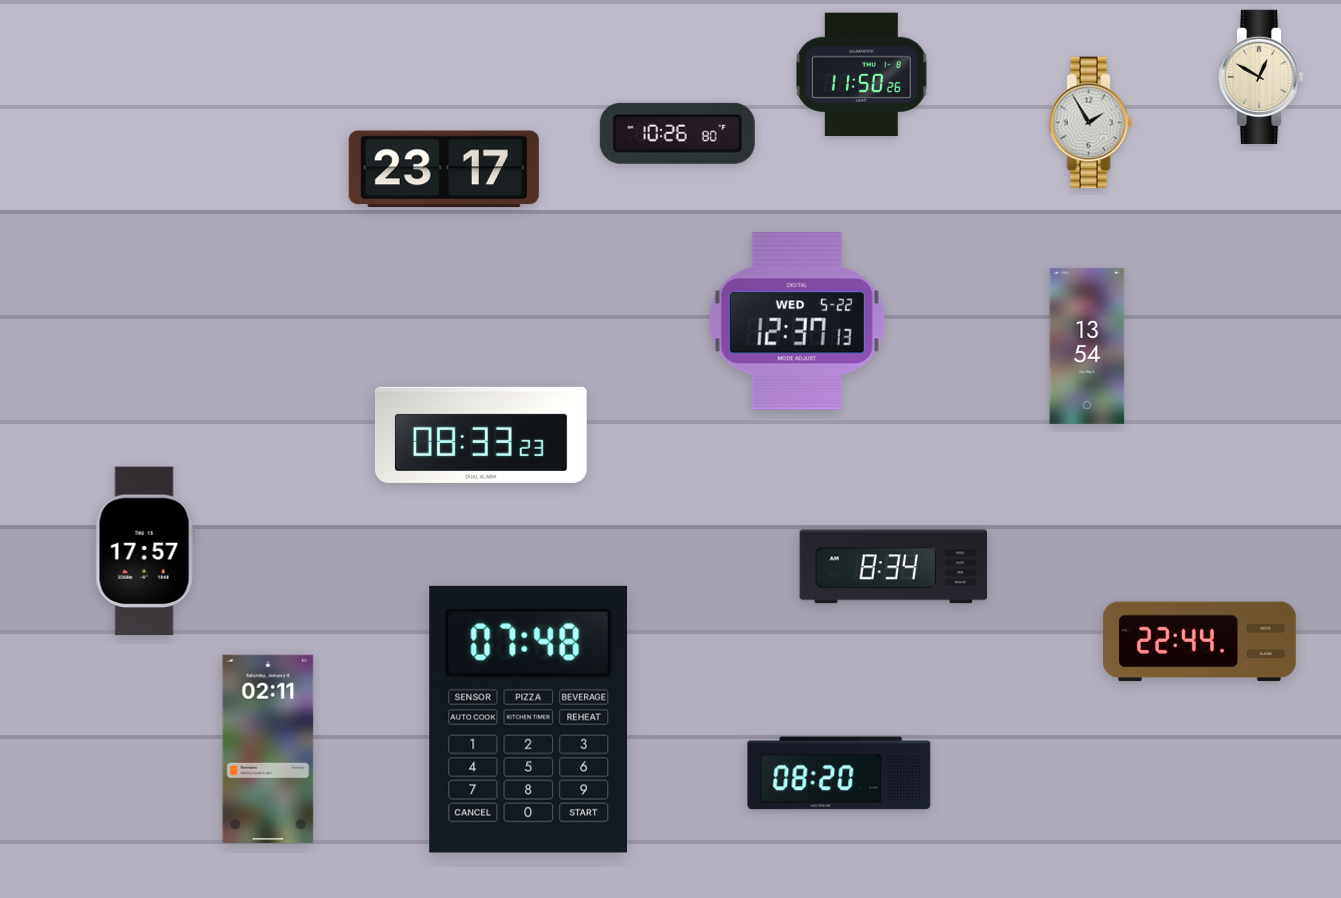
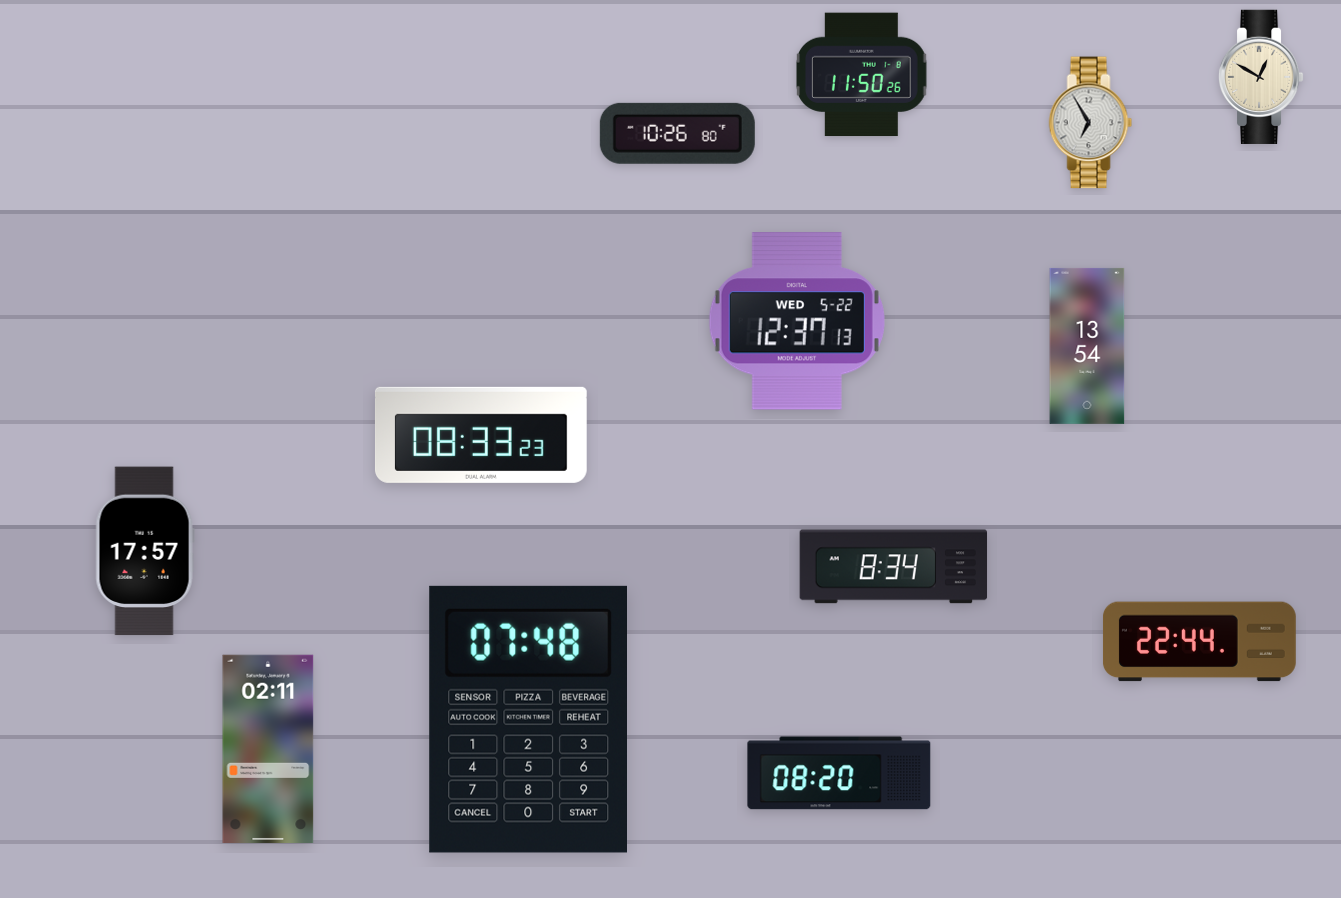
clock at (1091, 123): 1:55 -> 6:55
clock at (444, 169): 23:17 -> none
